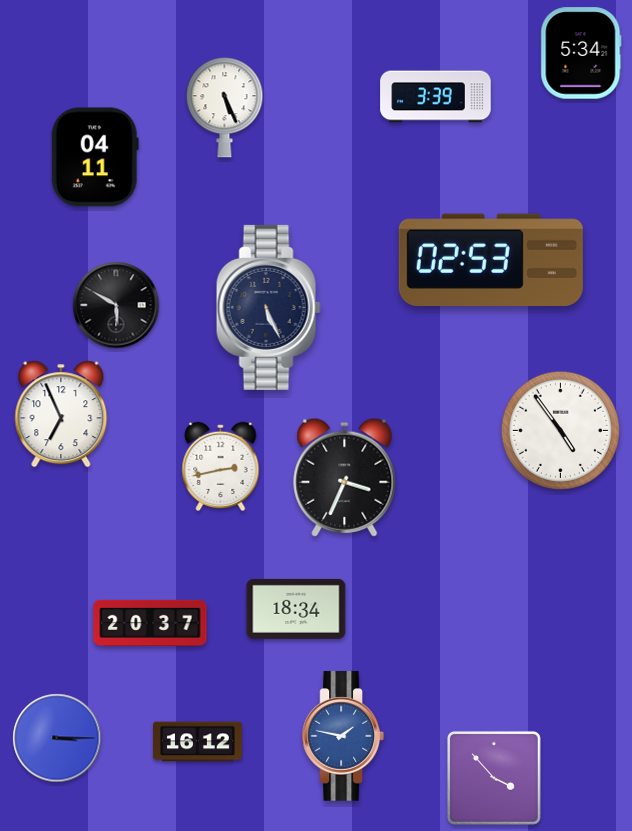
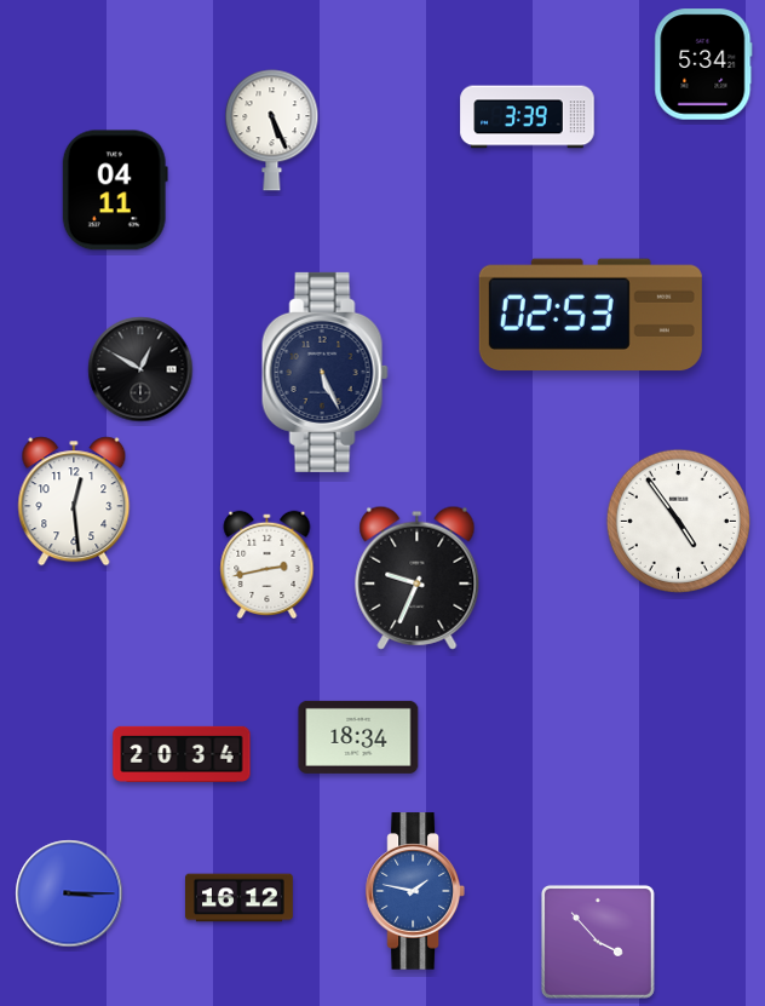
clock at (491, 260) position: (491, 260) -> (591, 315)
clock at (116, 305): 5:50 -> 12:50
clock at (61, 414): 6:56 -> 12:29
clock at (345, 477): 3:34 -> 9:34
clock at (150, 623): 20:37 -> 20:34
